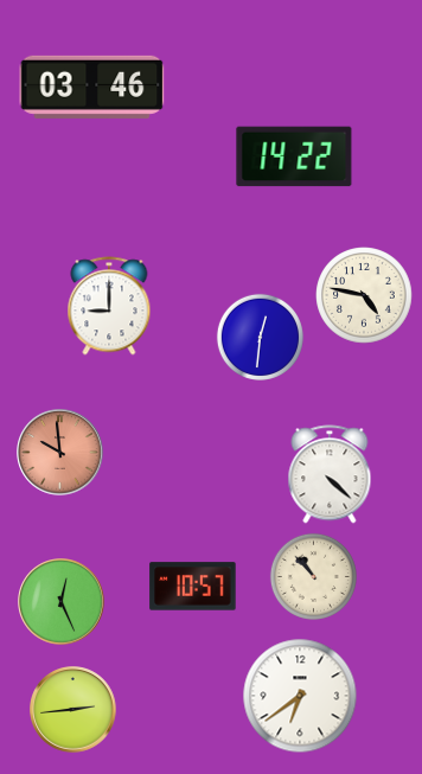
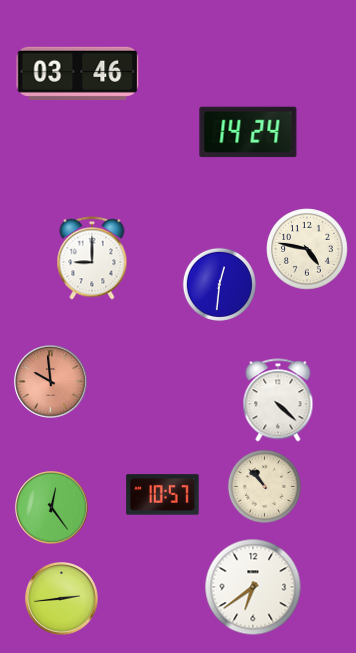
clock at (294, 156): 14:22 -> 14:24
clock at (62, 602): 12:26 -> 12:24
